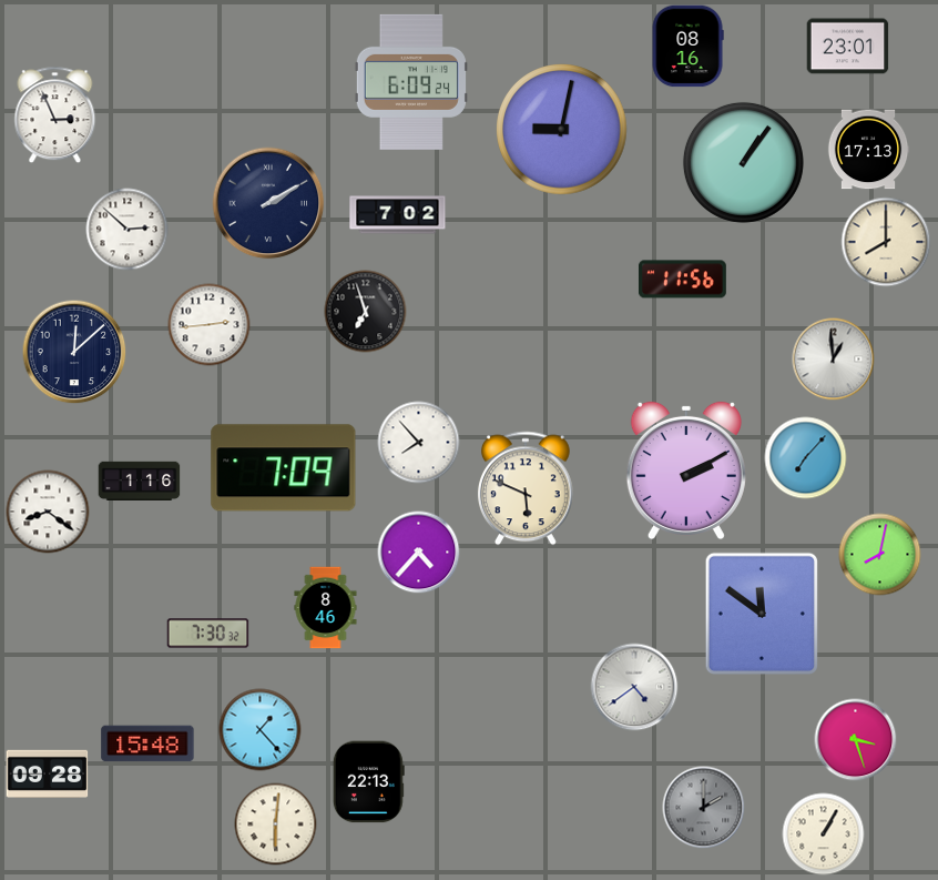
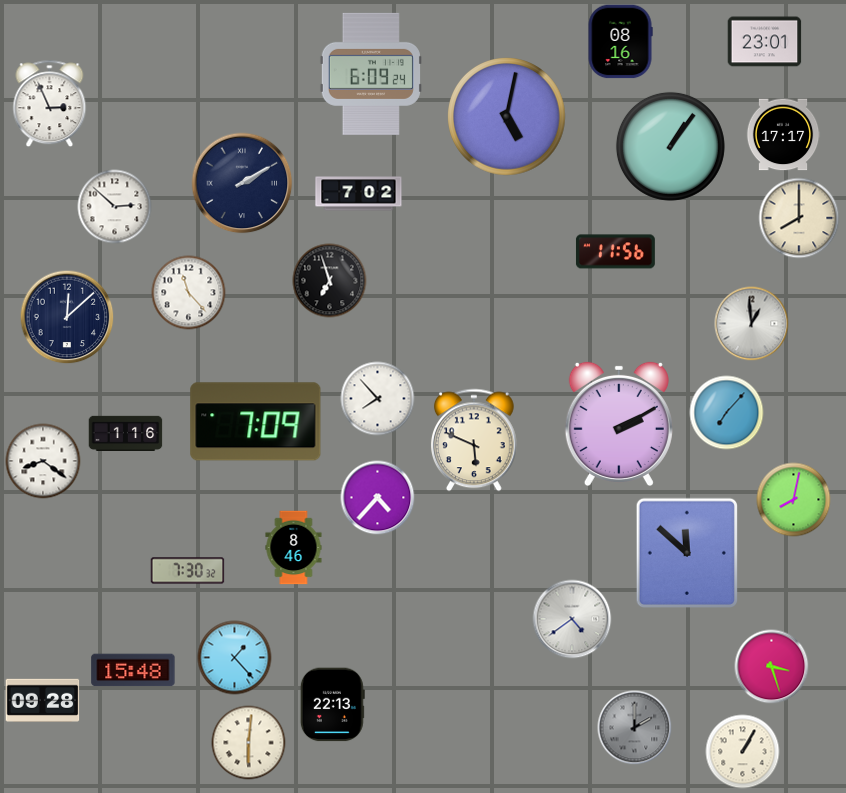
clock at (562, 130): 9:02 -> 5:02
clock at (868, 150): 17:13 -> 17:17
clock at (210, 325): 2:44 -> 11:23
clock at (761, 613): 11:51 -> 11:52
clock at (48, 773) position: (48, 773) -> (43, 700)
